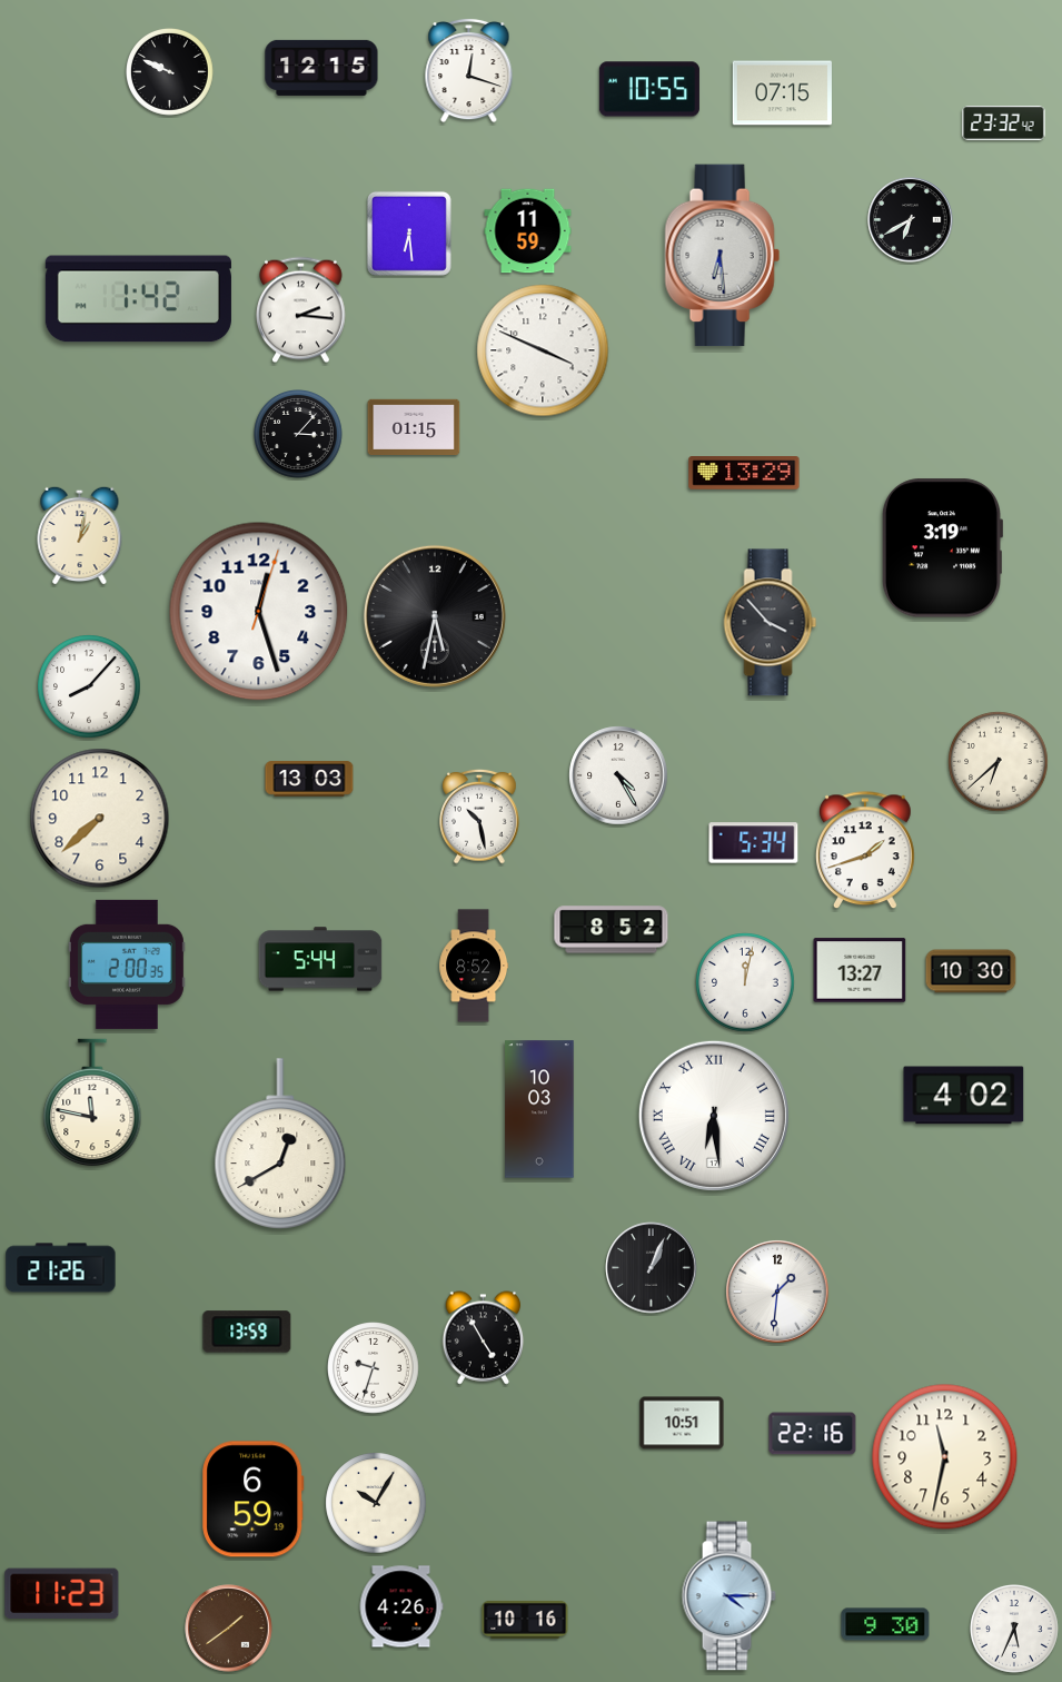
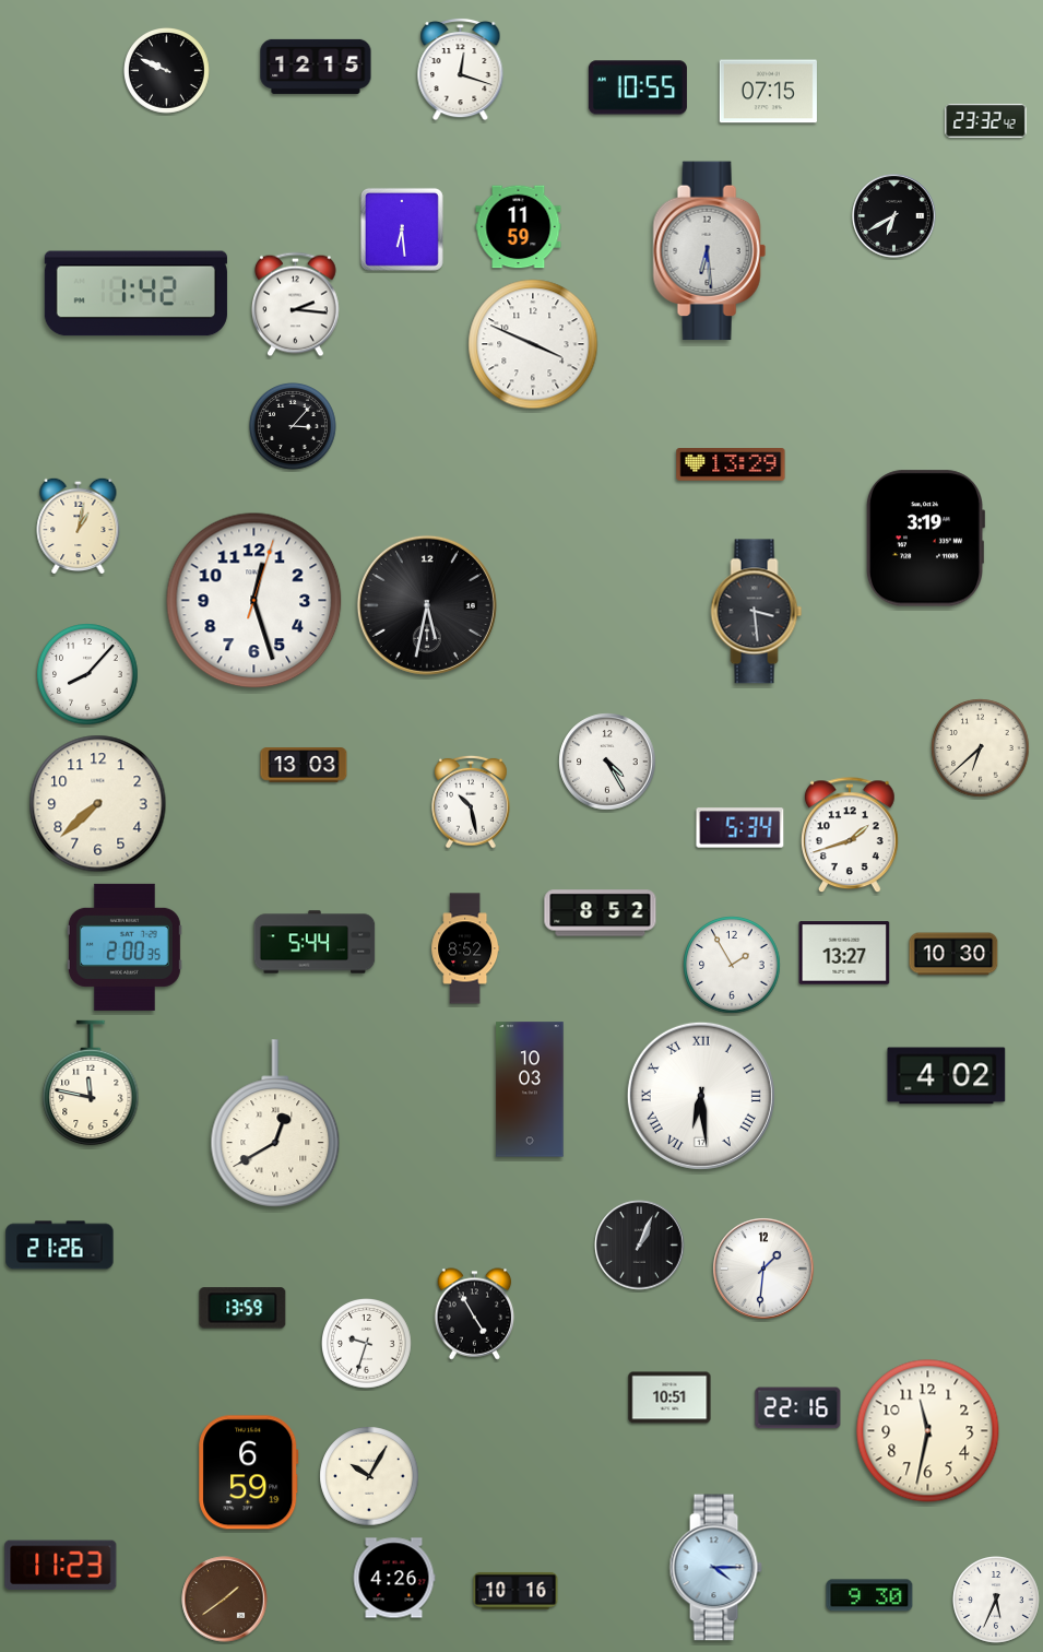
clock at (414, 426): 01:15 -> none
clock at (771, 623): 3:53 -> 3:29
clock at (745, 982): 12:02 -> 1:55
